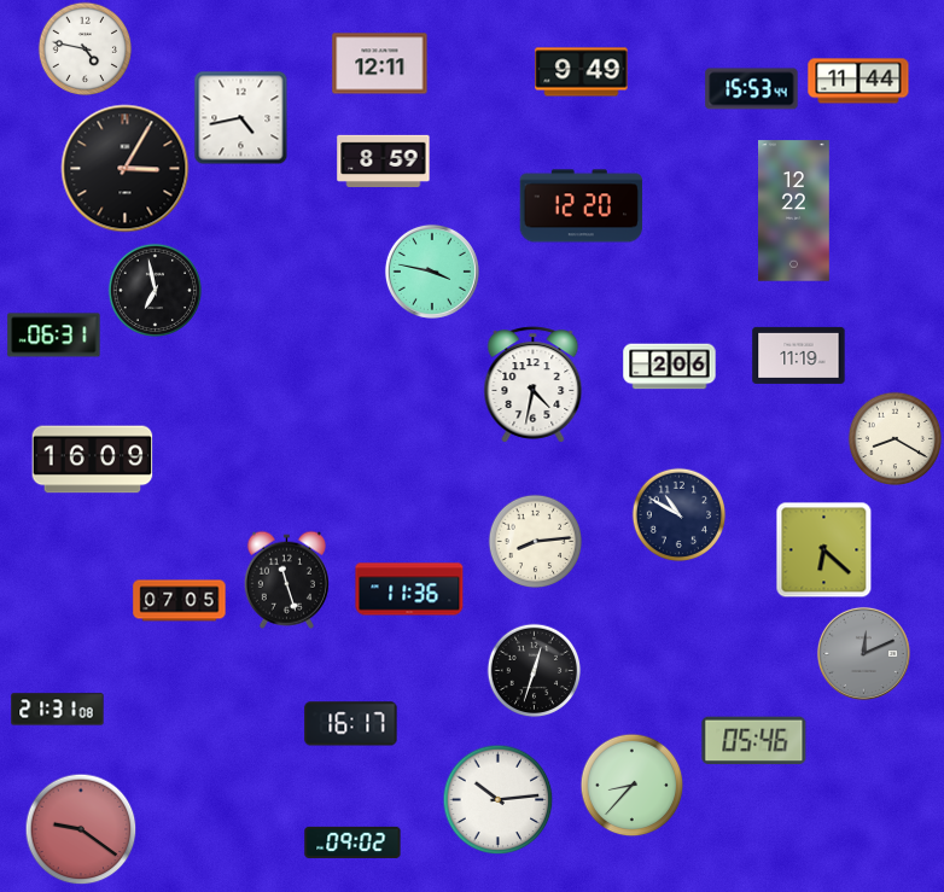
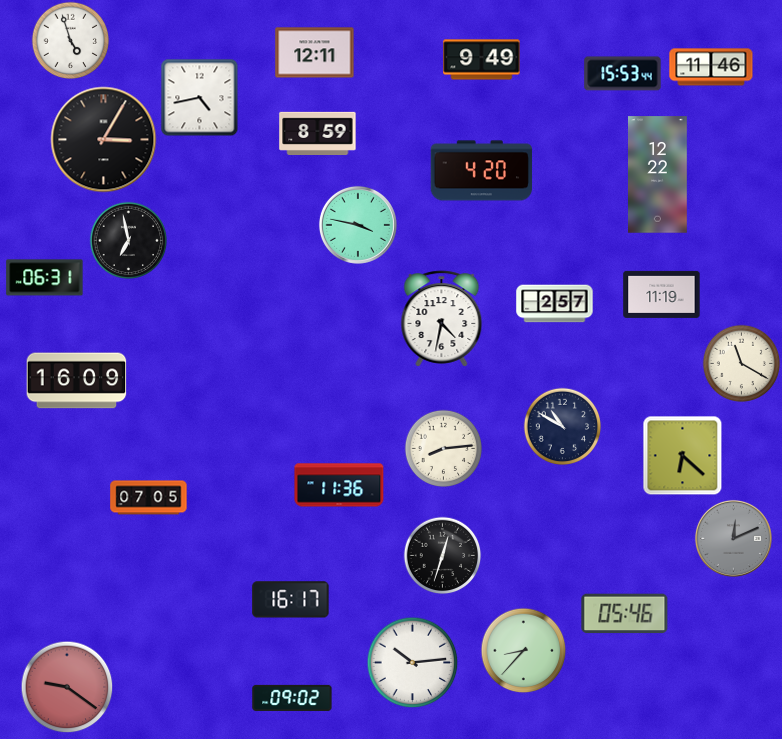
clock at (85, 48): 4:47 -> 4:57
clock at (858, 81): 11:44 -> 11:46
clock at (582, 206): 12:20 -> 4:20
clock at (670, 367): 2:06 -> 2:57
clock at (895, 438): 8:20 -> 11:20
clock at (286, 579): 11:27 -> none
clock at (409, 589) position: (409, 589) -> (339, 485)
clock at (863, 653) position: (863, 653) -> (733, 538)
clock at (58, 710): 21:31 -> none
